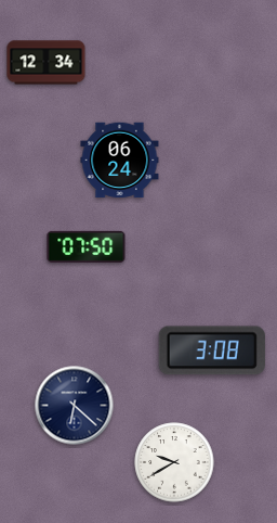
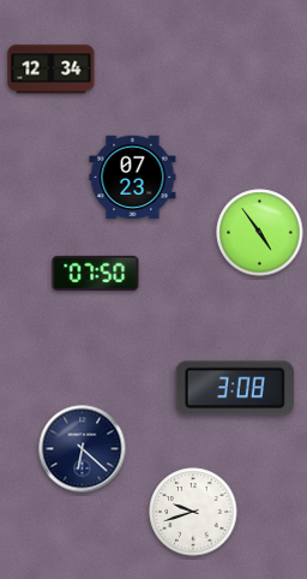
clock at (120, 161): 06:24 -> 07:23
clock at (260, 233): none -> 4:54
clock at (174, 462): 9:40 -> 9:42
